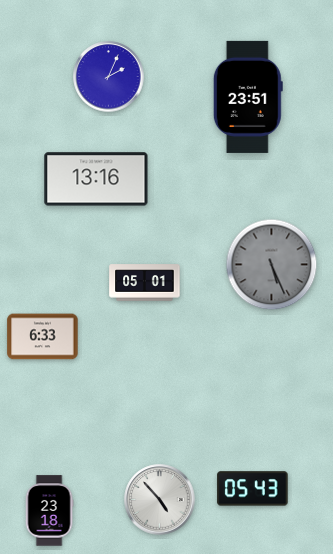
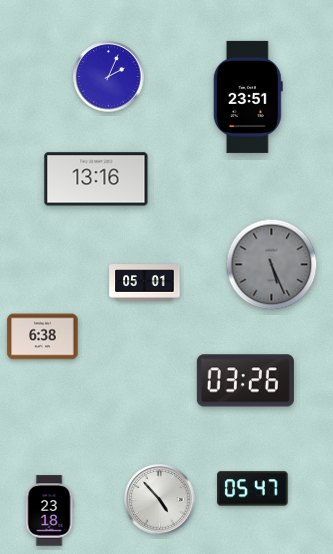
clock at (43, 337): 6:33 -> 6:38
clock at (245, 381): none -> 03:26
clock at (253, 489): 05:43 -> 05:47
